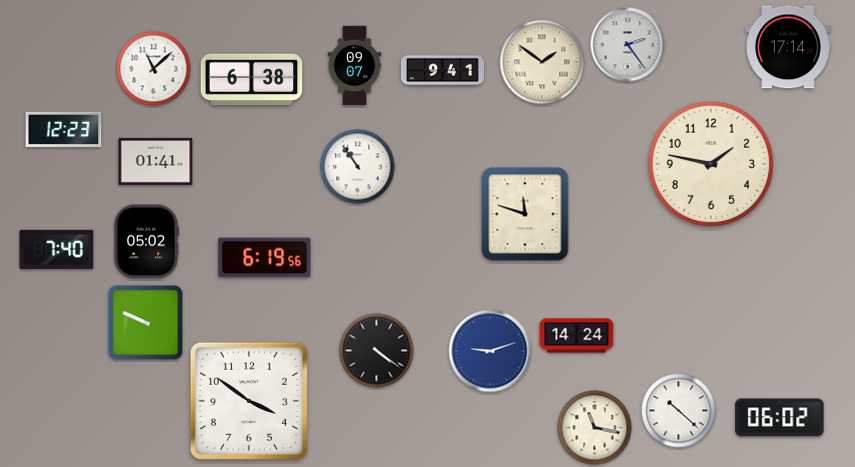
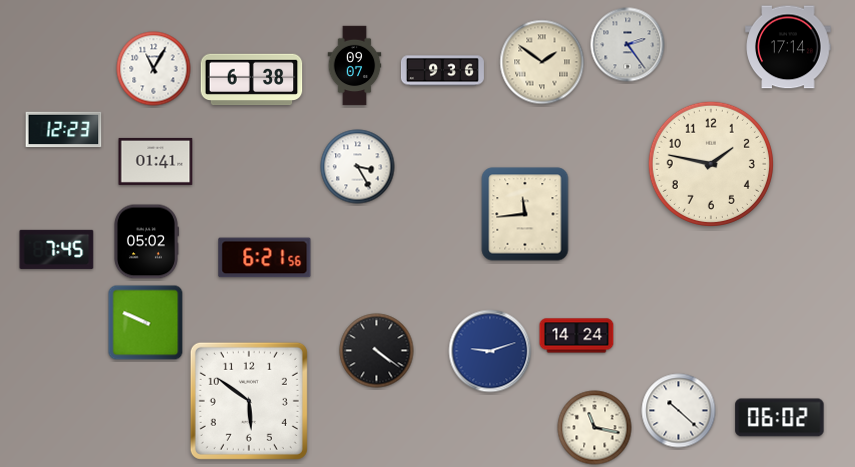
clock at (154, 69): 11:08 -> 11:05
clock at (442, 71): 9:41 -> 9:36
clock at (358, 167): 10:54 -> 3:25
clock at (525, 214): 11:48 -> 11:44
clock at (57, 249): 7:40 -> 7:45
clock at (265, 258): 6:19 -> 6:21
clock at (249, 401): 3:51 -> 5:51
